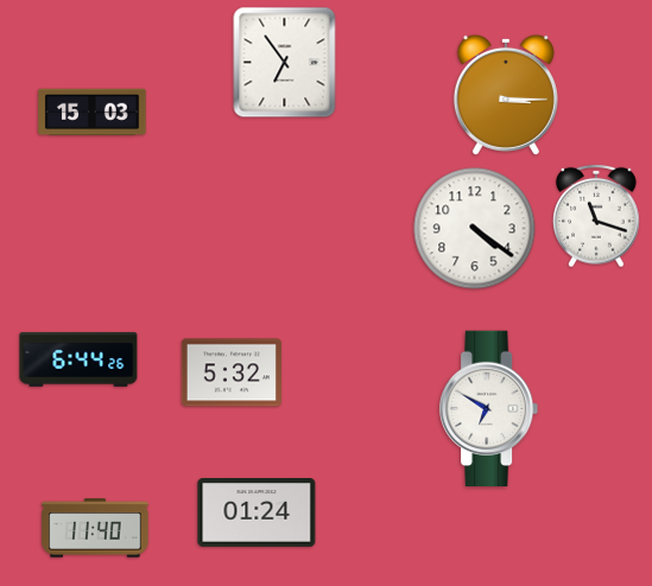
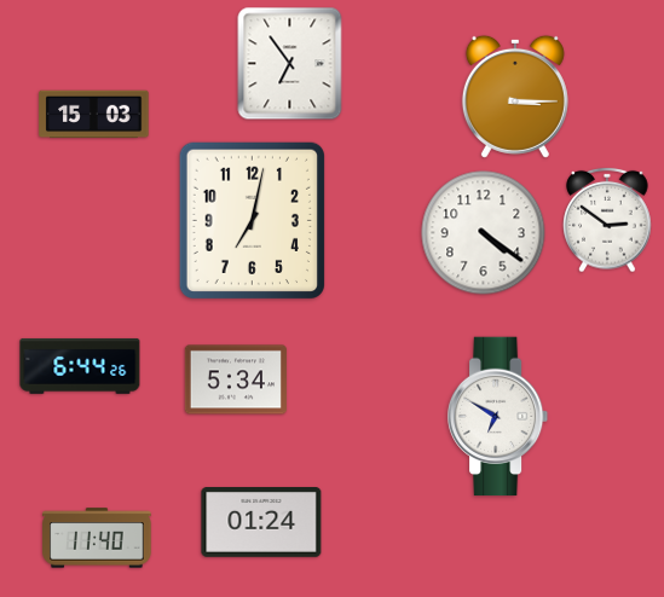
clock at (252, 220): none -> 7:02
clock at (596, 216): 11:18 -> 2:51
clock at (232, 372): 5:32 -> 5:34
